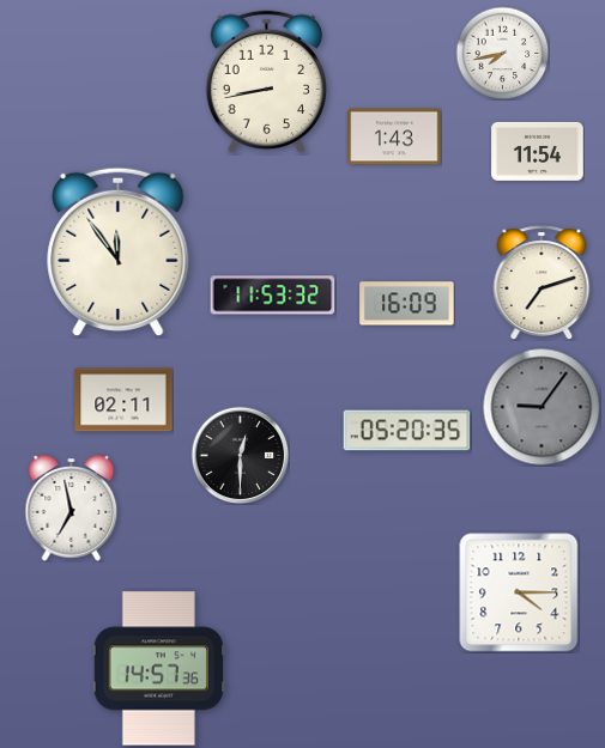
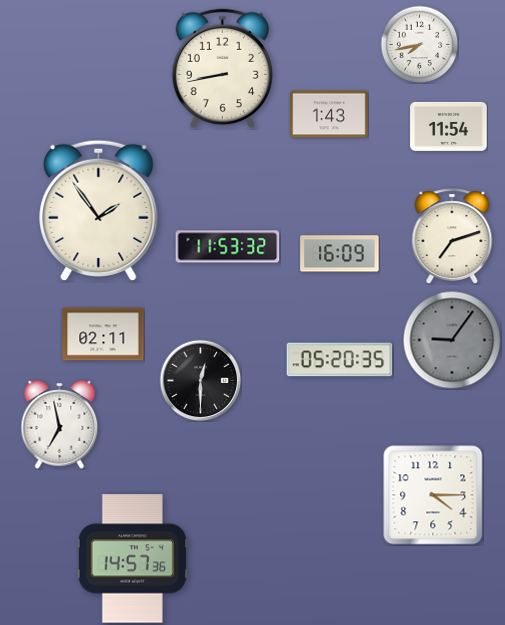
clock at (119, 251): 11:54 -> 1:54
